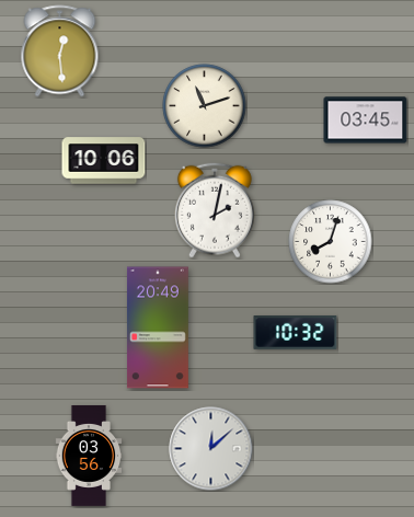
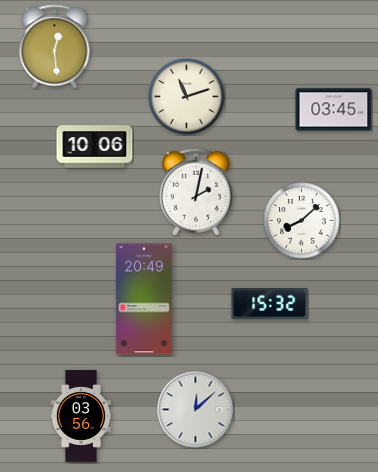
clock at (331, 242): 8:03 -> 8:08
clock at (296, 333): 10:32 -> 15:32
clock at (211, 449) position: (211, 449) -> (196, 410)
